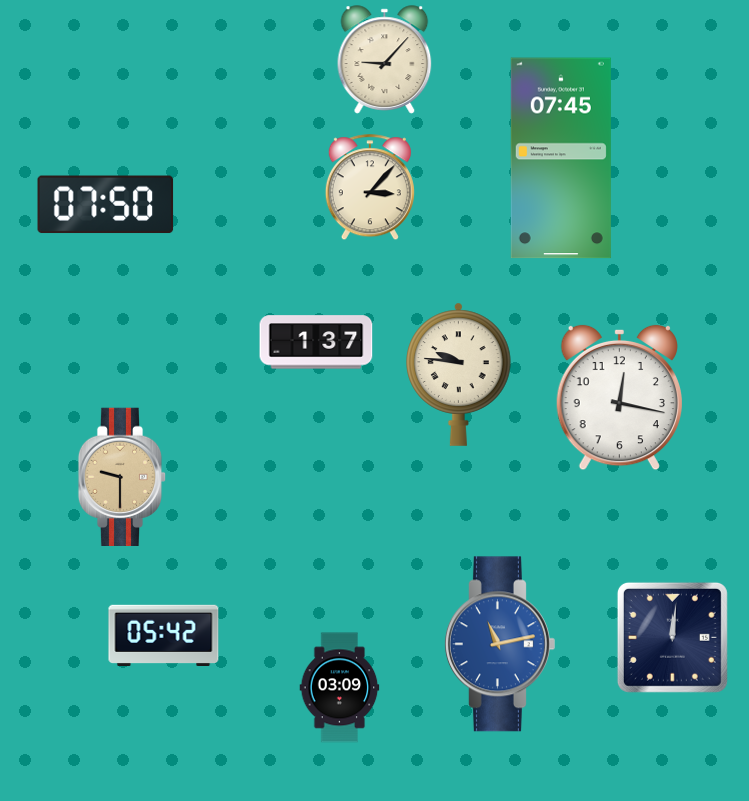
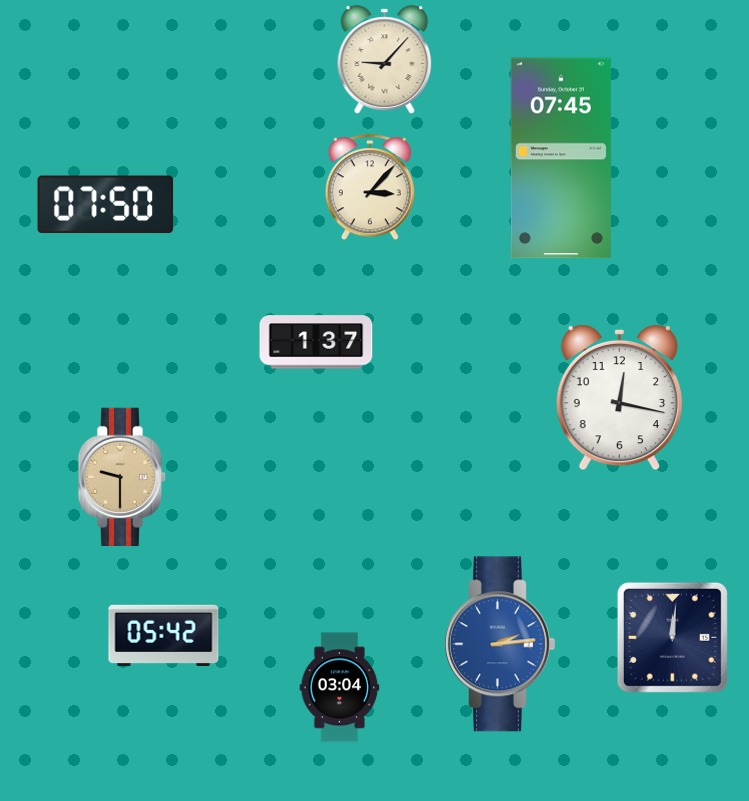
clock at (459, 374): 9:46 -> none
clock at (499, 644): 11:13 -> 2:14
clock at (340, 688): 03:09 -> 03:04
